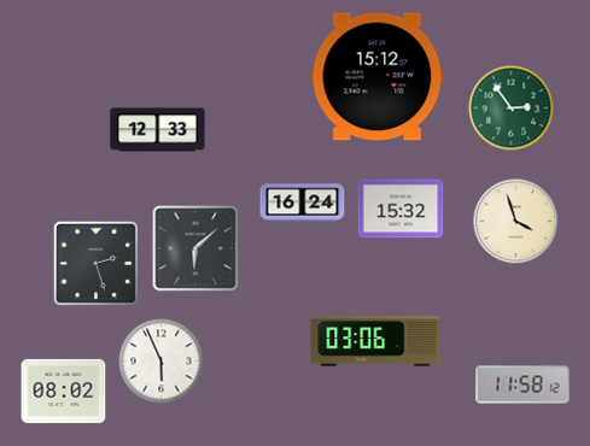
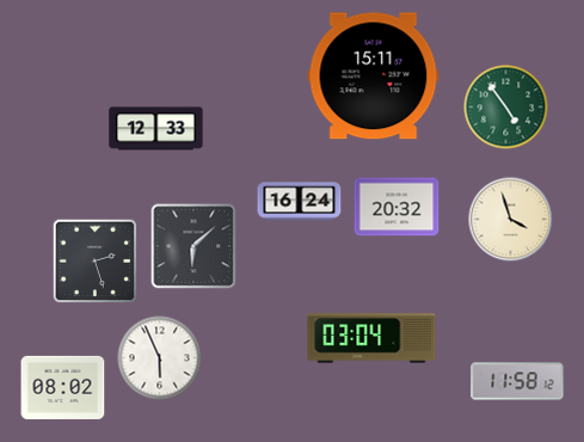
clock at (378, 77): 15:12 -> 15:11
clock at (512, 108): 2:54 -> 4:54
clock at (401, 209): 15:32 -> 20:32
clock at (375, 341): 03:06 -> 03:04
